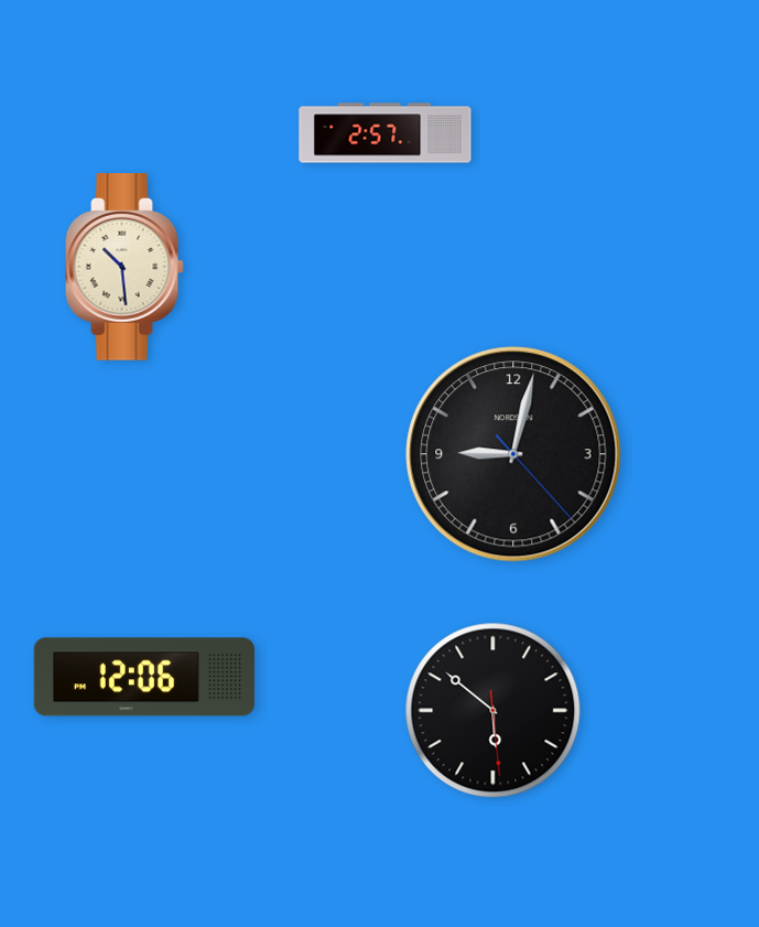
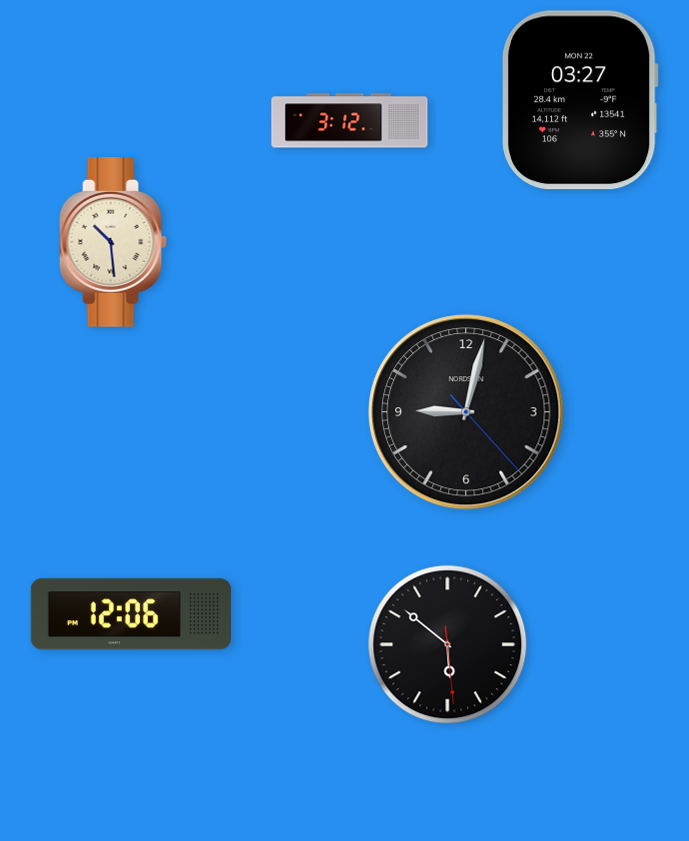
clock at (580, 100): none -> 03:27
clock at (386, 133): 2:57 -> 3:12
